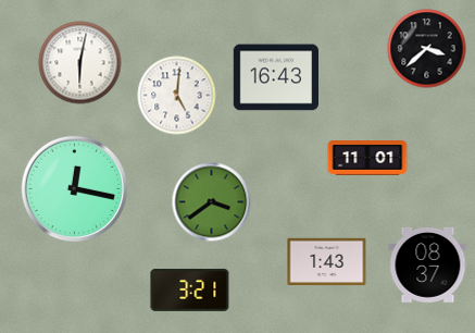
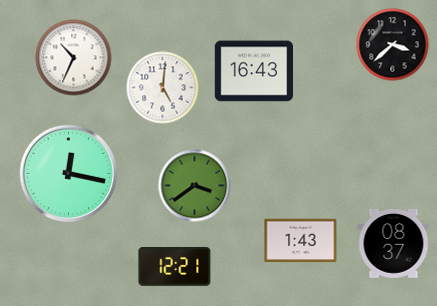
clock at (80, 63): 6:02 -> 10:34
clock at (367, 158): 11:01 -> none
clock at (190, 289): 3:21 -> 12:21
